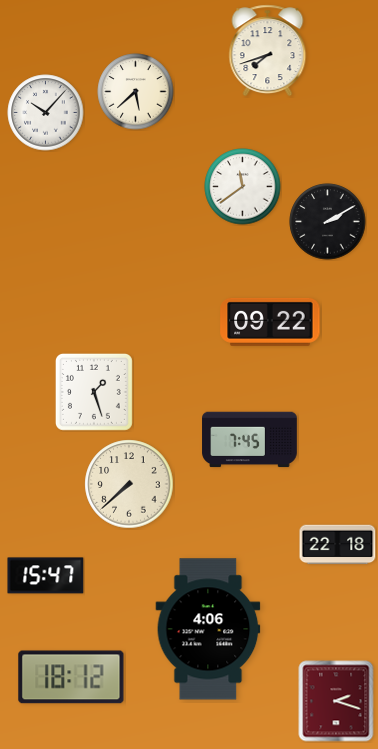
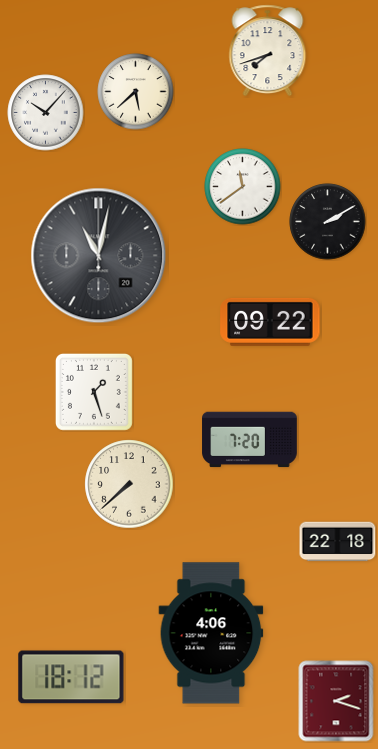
clock at (99, 256): none -> 11:02
clock at (250, 440): 7:45 -> 7:20
clock at (338, 545) position: (338, 545) -> (338, 542)
clock at (46, 576): 15:47 -> none
clock at (208, 629) position: (208, 629) -> (211, 633)
